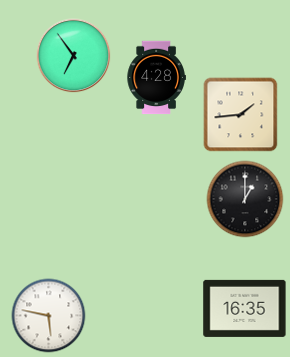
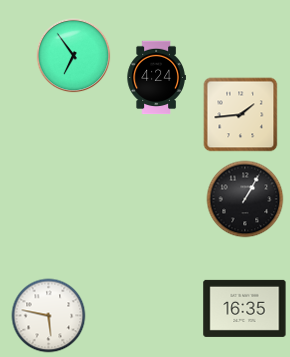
clock at (156, 78): 4:28 -> 4:24
clock at (245, 199): 1:00 -> 1:05
